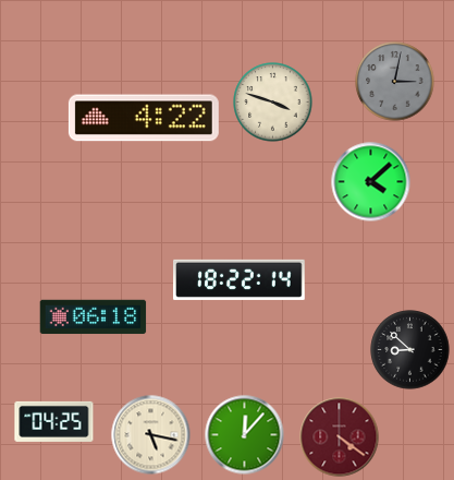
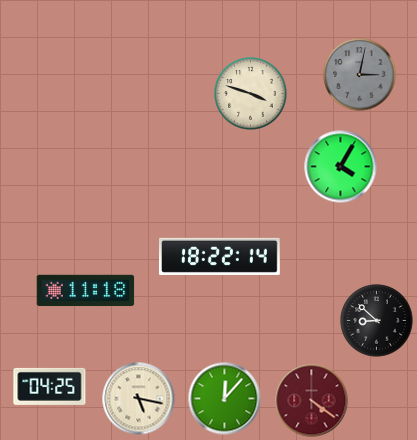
clock at (395, 82) position: (395, 82) -> (360, 75)
clock at (144, 118): 4:22 -> none
clock at (371, 182): 4:08 -> 4:05
clock at (94, 317): 06:18 -> 11:18
